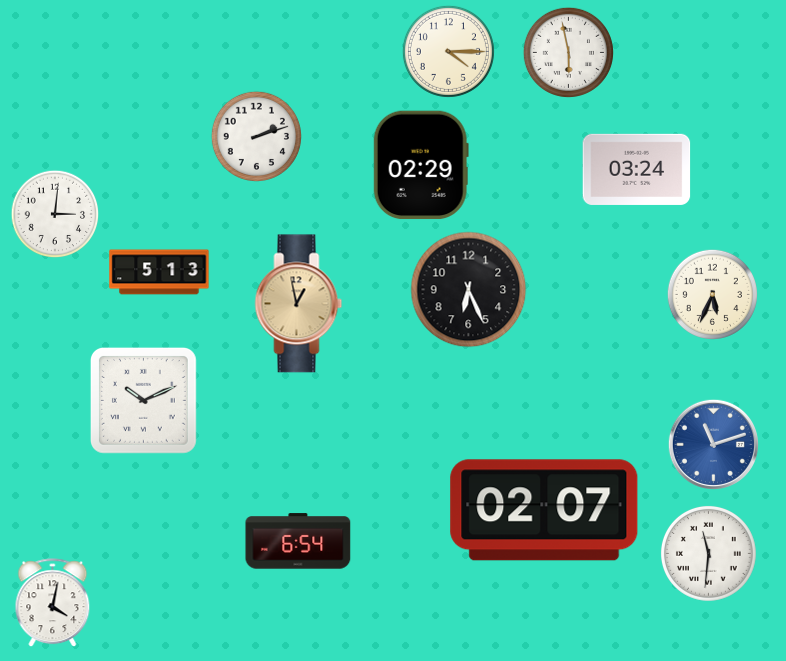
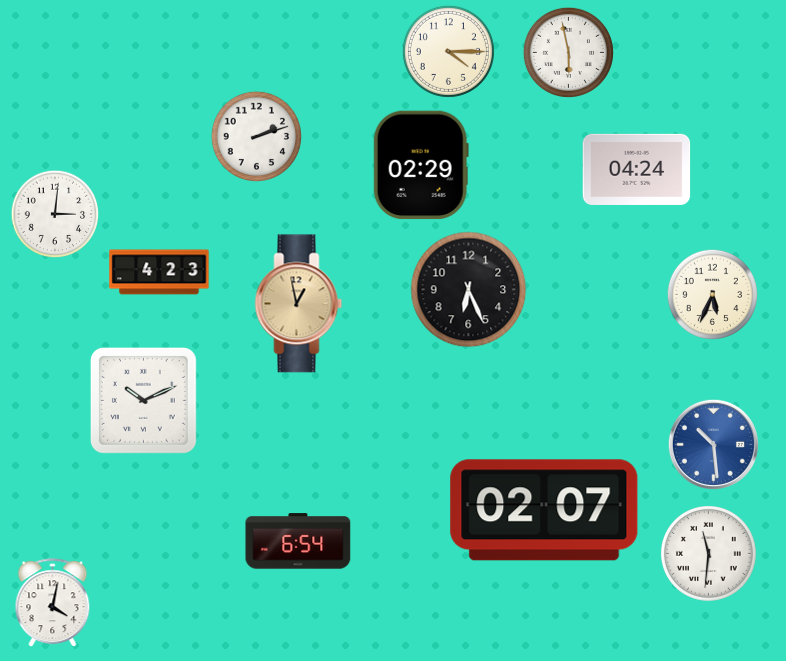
clock at (637, 169): 03:24 -> 04:24
clock at (159, 272): 5:13 -> 4:23
clock at (713, 444): 11:12 -> 10:29
